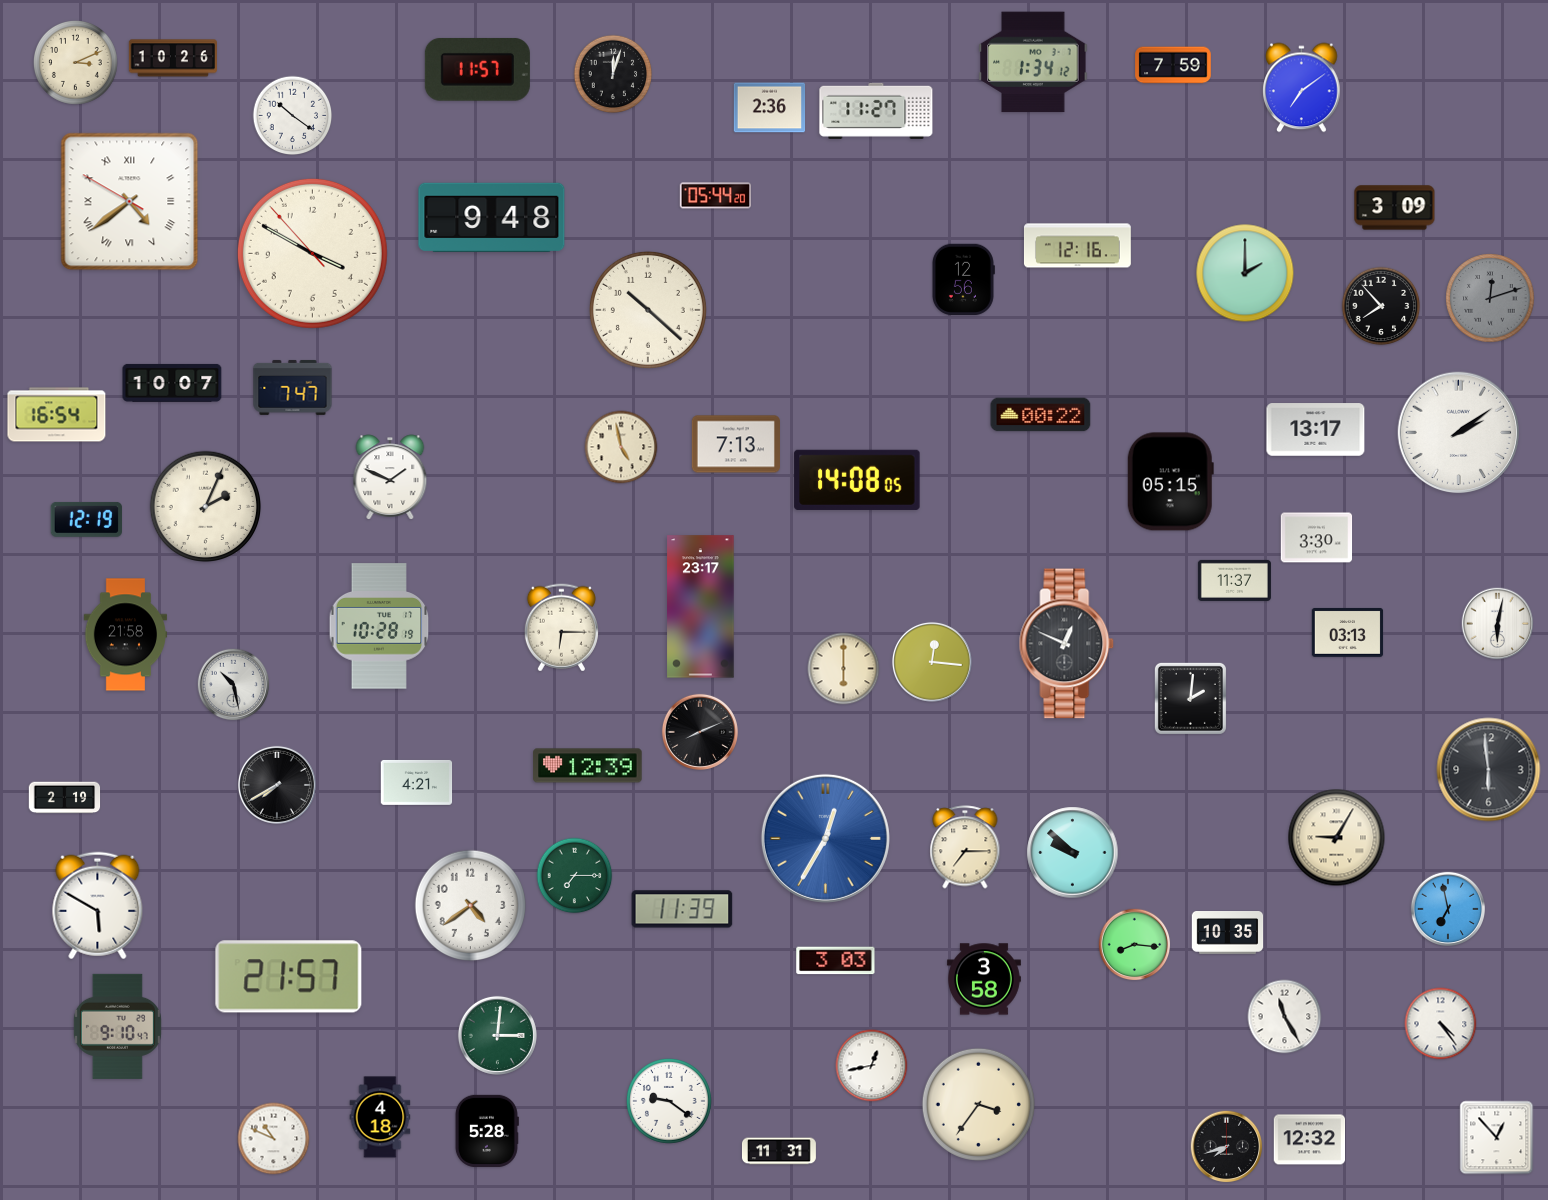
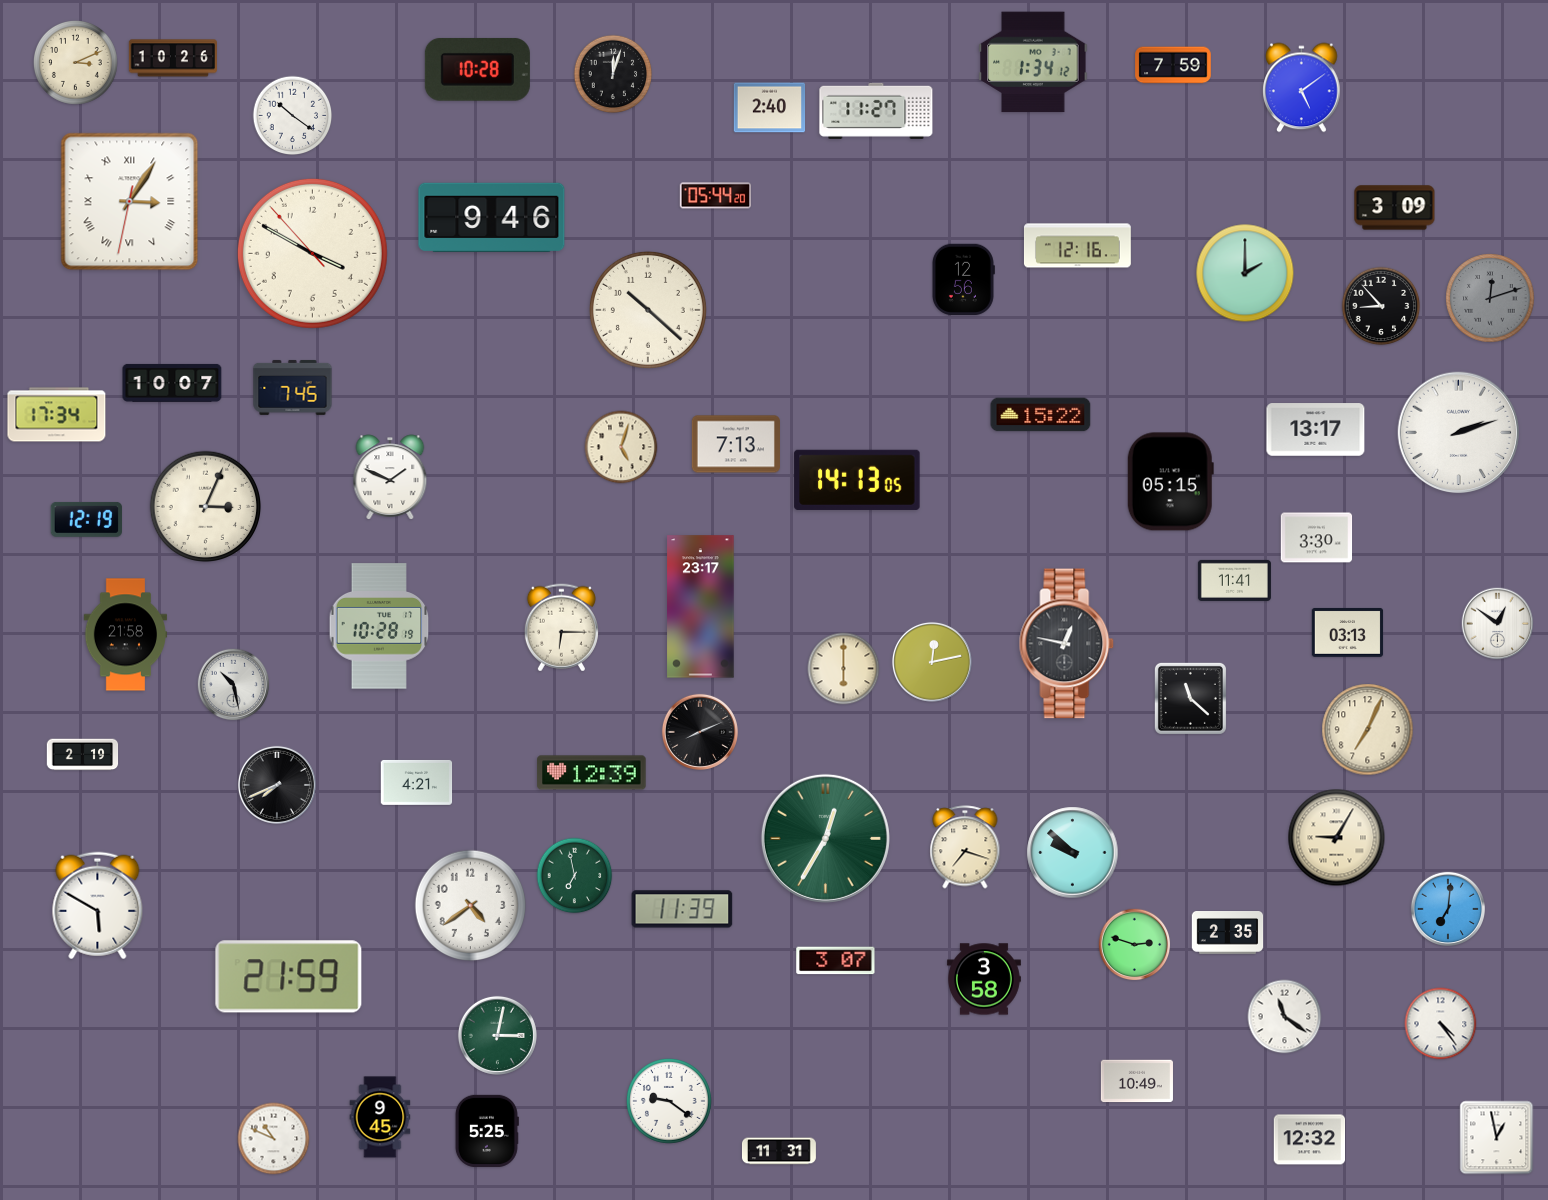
clock at (477, 70): 11:57 -> 10:28
clock at (1302, 88): 7:09 -> 5:09
clock at (770, 108): 2:36 -> 2:40
clock at (130, 202): 4:38 -> 3:05
clock at (492, 218): 9:48 -> 9:46
clock at (1381, 306): 7:53 -> 8:53
clock at (293, 387): 7:47 -> 7:45
clock at (57, 415): 16:54 -> 17:34
clock at (1041, 415): 00:22 -> 15:22
clock at (1459, 433): 2:09 -> 2:12
clock at (621, 447): 4:58 -> 5:03
clock at (857, 480): 14:08 -> 14:13
clock at (206, 507): 2:04 -> 3:04
clock at (1234, 580): 11:37 -> 11:41
clock at (1498, 624): 6:02 -> 12:51
clock at (1067, 644): 12:49 -> 12:47
clock at (932, 662): 12:16 -> 12:13
clock at (1190, 698): 2:01 -> 11:22
clock at (1368, 730): none -> 7:04
clock at (588, 766) position: (588, 766) -> (592, 773)
clock at (1489, 770): 5:59 -> none
clock at (277, 785): 7:40 -> 7:41
clock at (65, 798) position: (65, 798) -> (83, 755)
clock at (825, 838) dial: blue -> green
clock at (965, 847): 7:15 -> 7:18
clock at (575, 876): 7:15 -> 6:58
clock at (1447, 908): 6:58 -> 7:01
clock at (1228, 933): 10:35 -> 2:35
clock at (1135, 945): 8:16 -> 2:48
clock at (836, 961): 3:03 -> 3:07
clock at (289, 977): 21:57 -> 21:59
clock at (1285, 1017): 11:25 -> 11:21
clock at (117, 1026): 9:10 -> none
clock at (497, 1035): 3:01 -> 3:02
clock at (872, 1066): 12:43 -> none
clock at (1137, 1081): none -> 10:49
clock at (978, 1104): 3:36 -> none
clock at (380, 1117): 4:18 -> 9:45
clock at (487, 1131): 5:28 -> 5:25
clock at (1497, 1138): 12:53 -> 12:58
clock at (1227, 1147): 7:42 -> none
